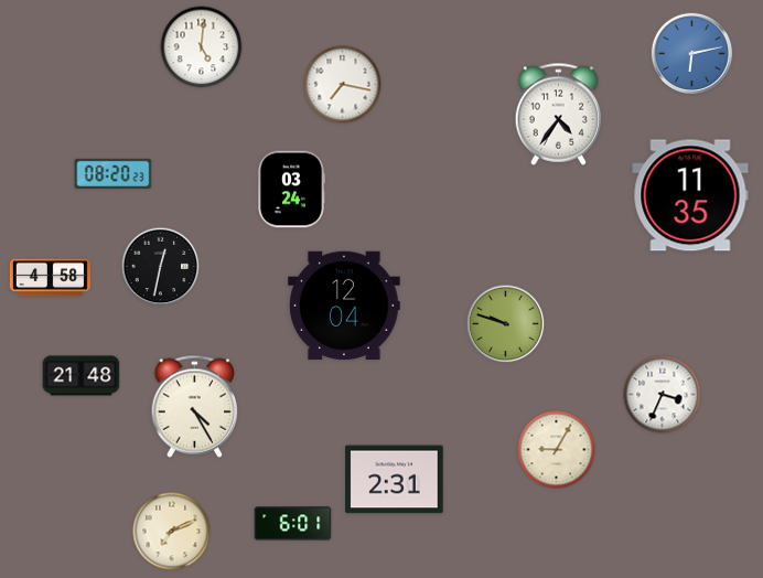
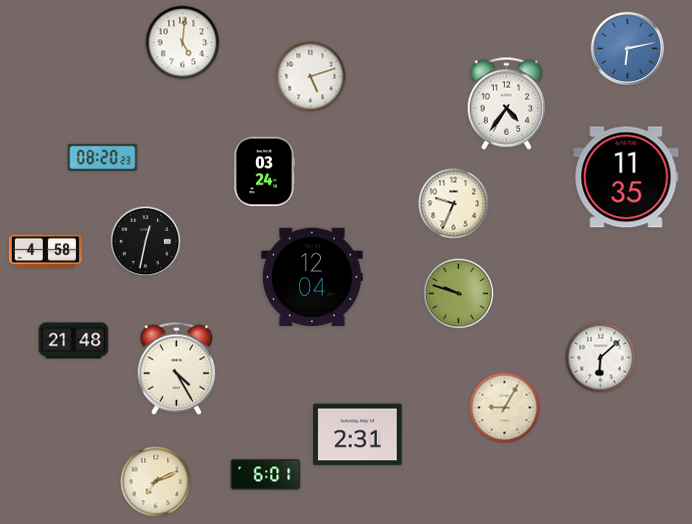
clock at (343, 85): 7:17 -> 5:12
clock at (454, 204): none -> 9:34
clock at (663, 395): 3:34 -> 6:08
